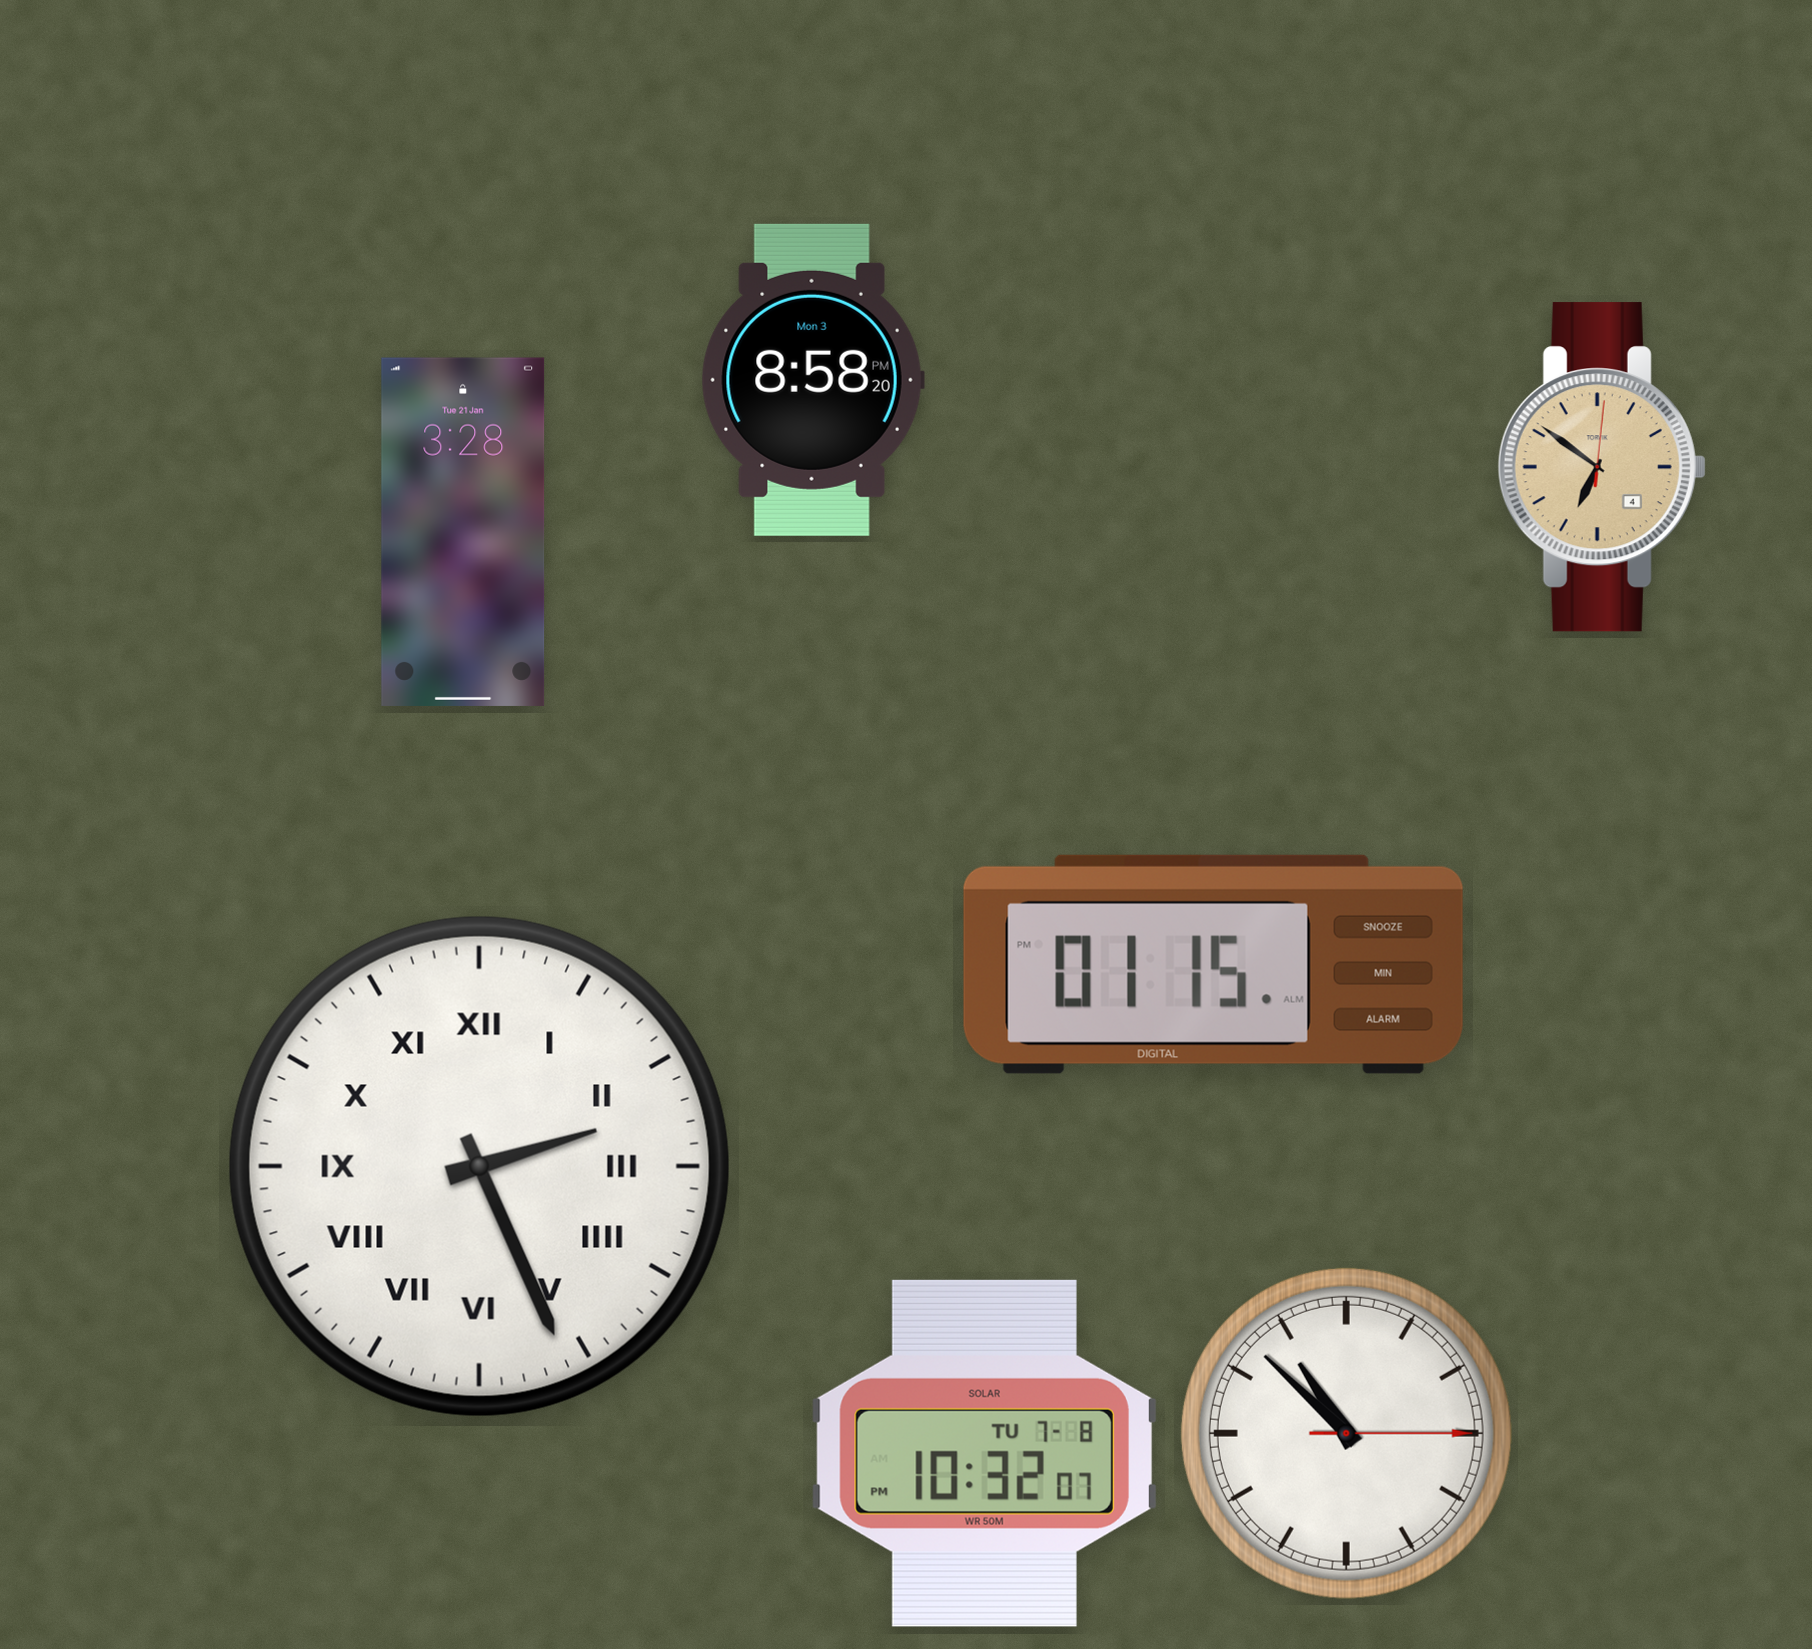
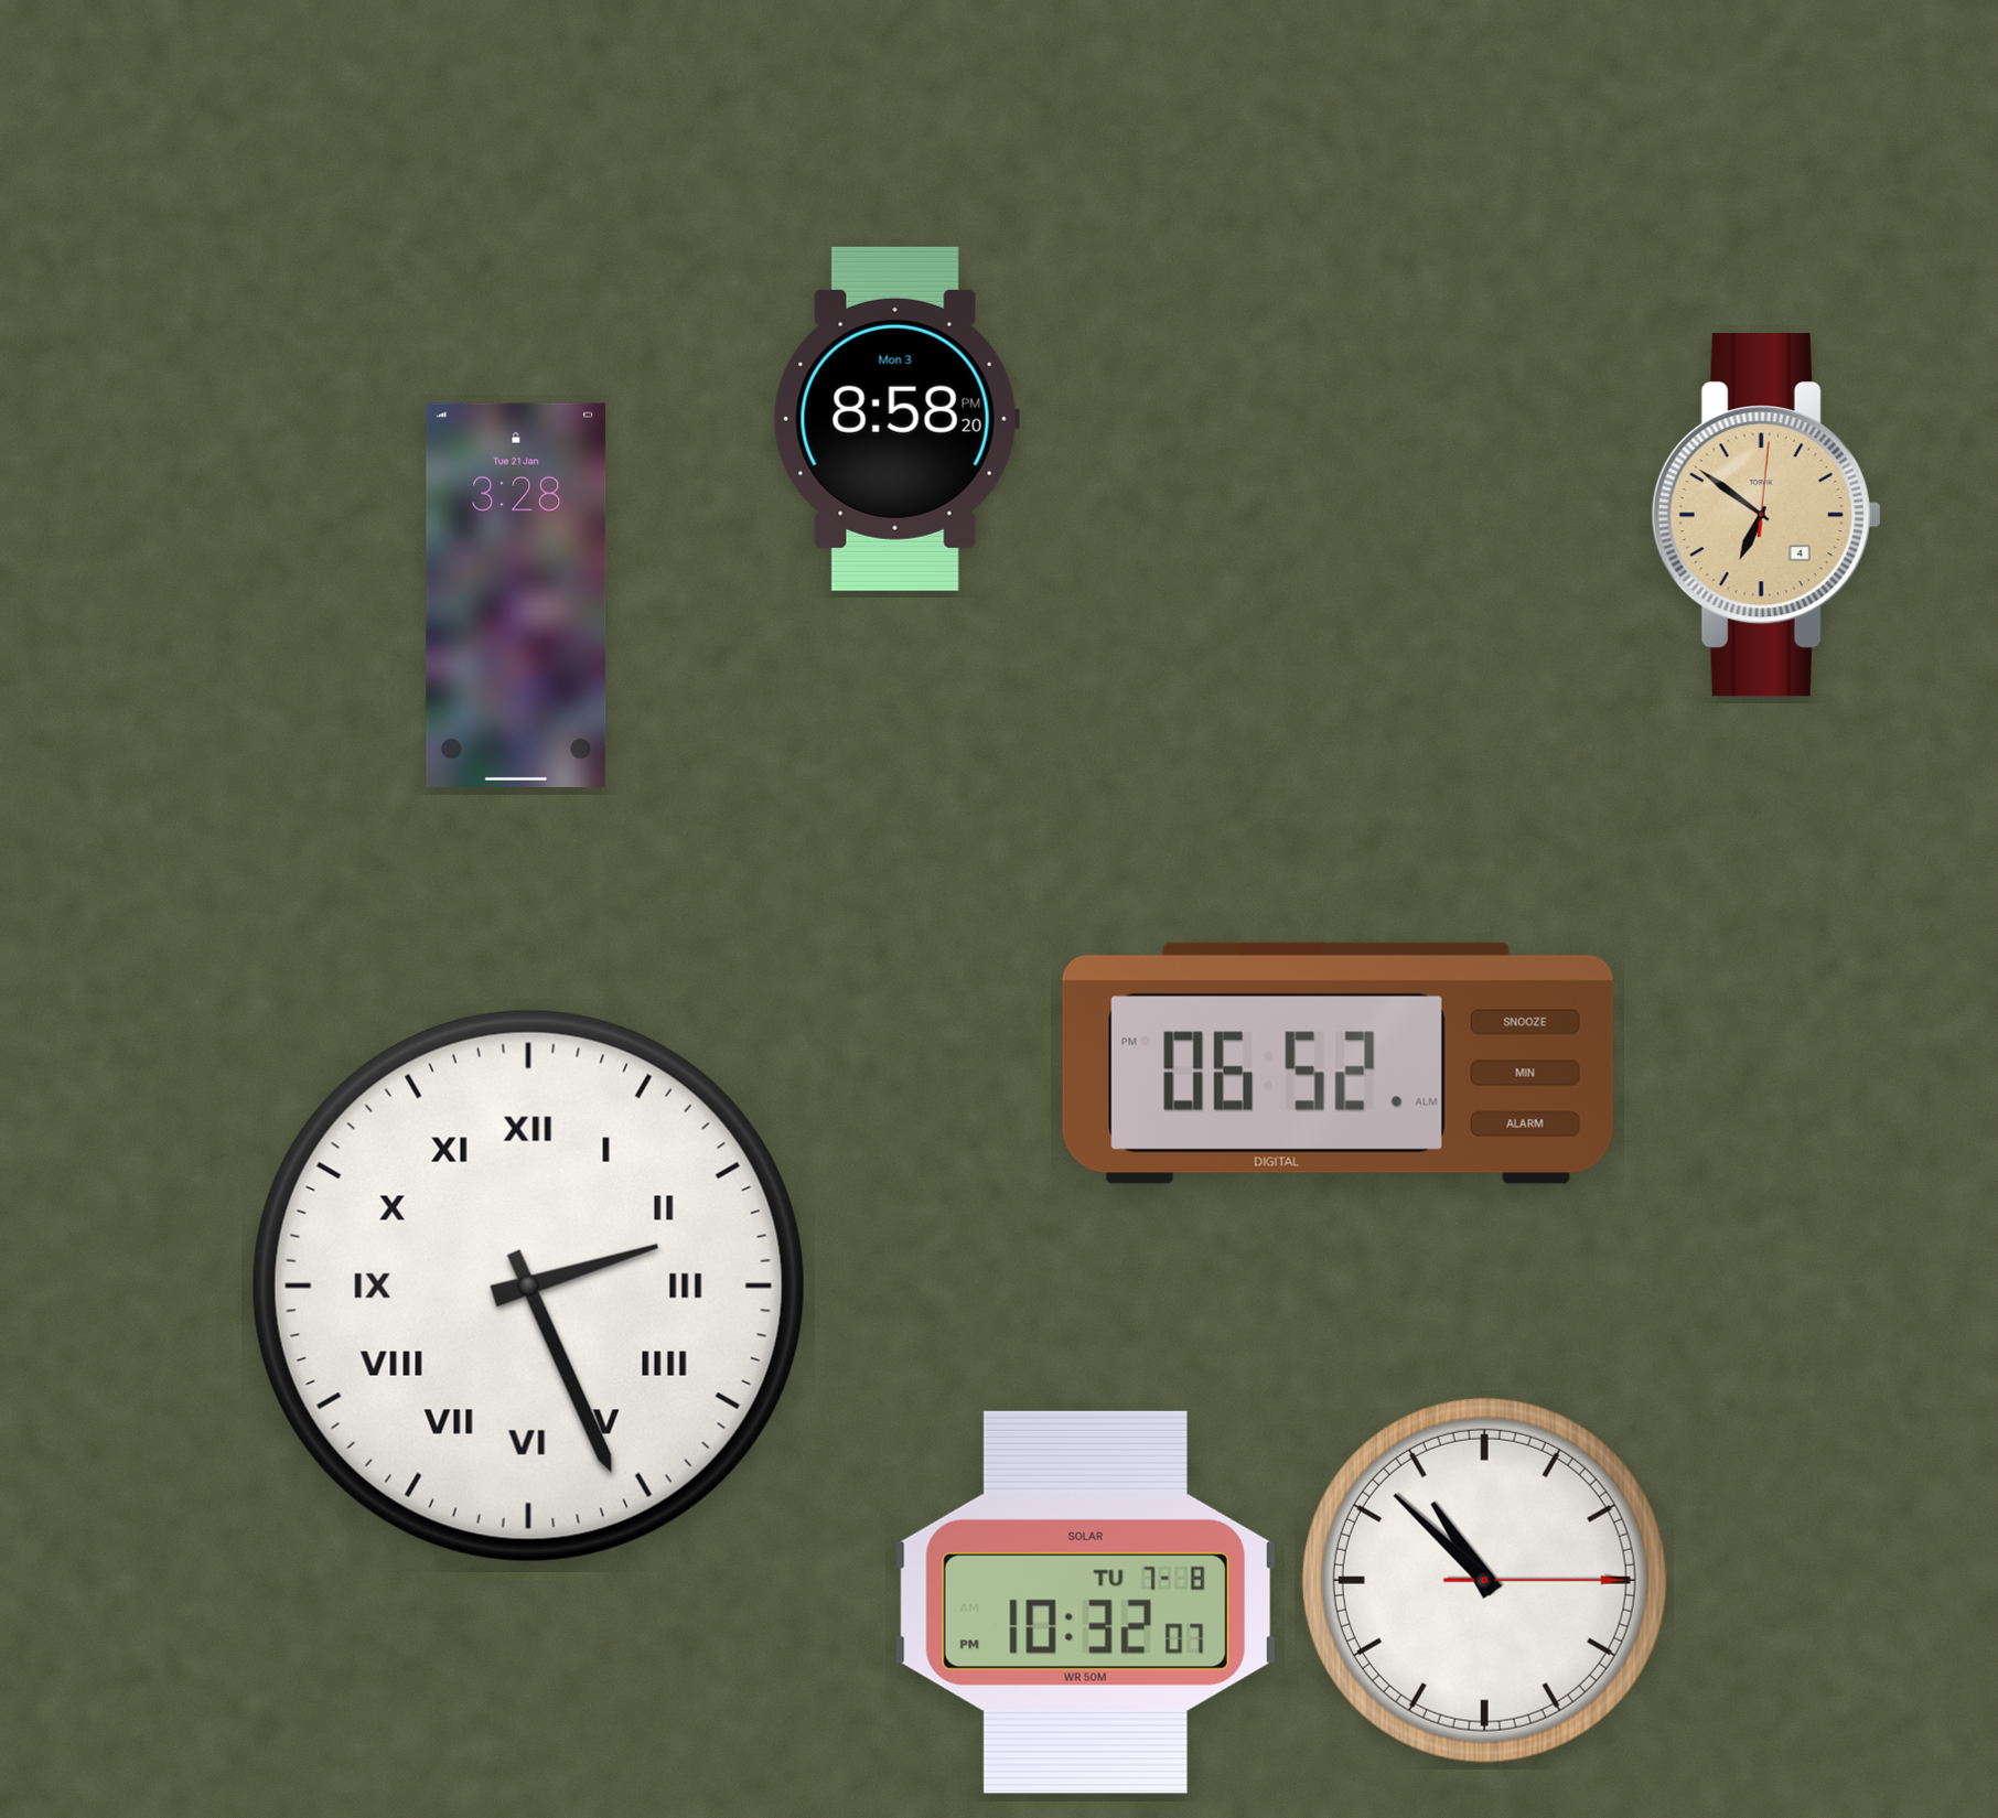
clock at (463, 532) position: (463, 532) -> (516, 595)
clock at (1213, 964): 01:15 -> 06:52
